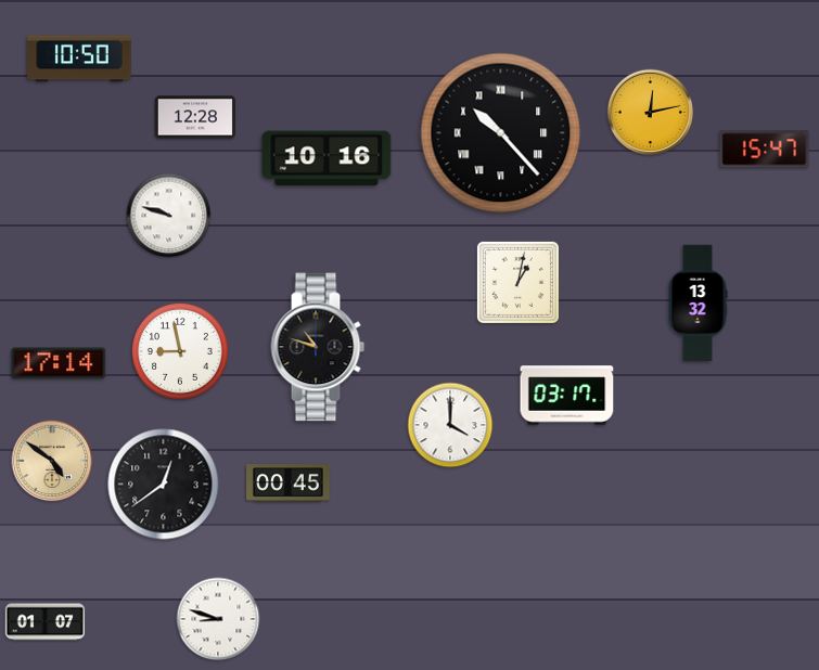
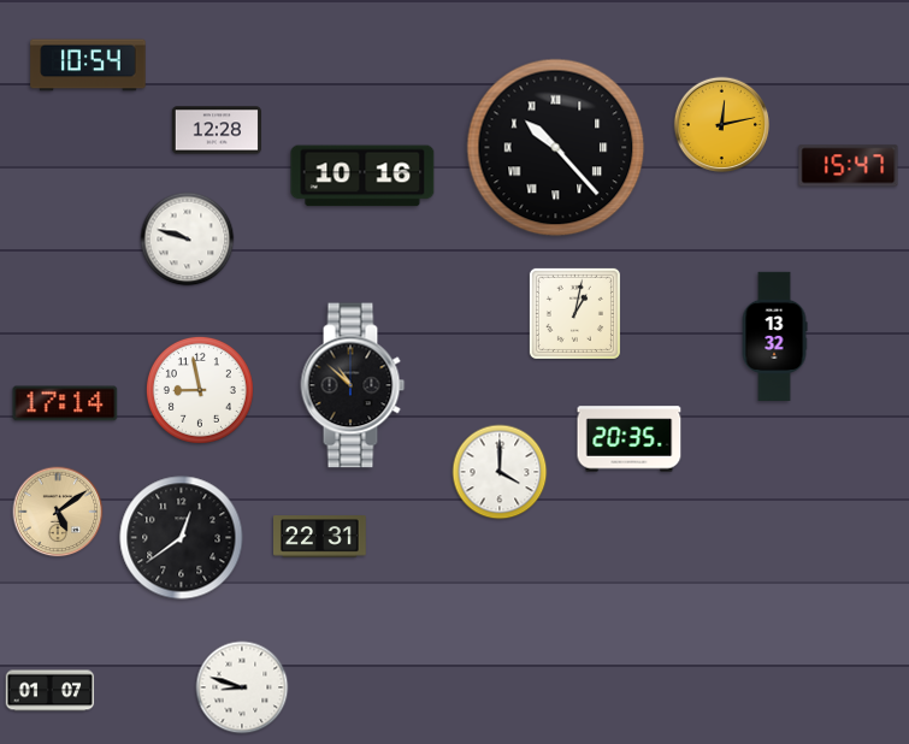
clock at (79, 59): 10:50 -> 10:54
clock at (318, 347): 10:48 -> 10:52
clock at (567, 396): 03:17 -> 20:35
clock at (52, 461): 4:51 -> 5:09
clock at (289, 484): 00:45 -> 22:31
